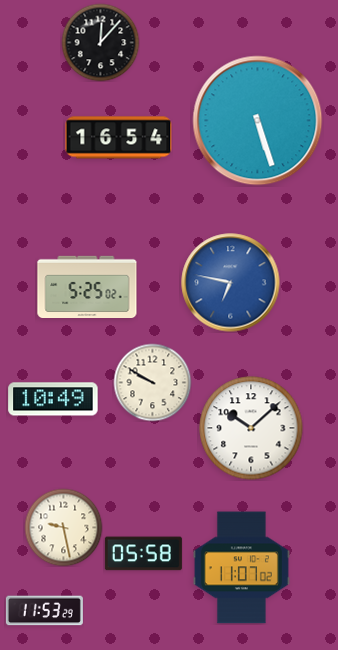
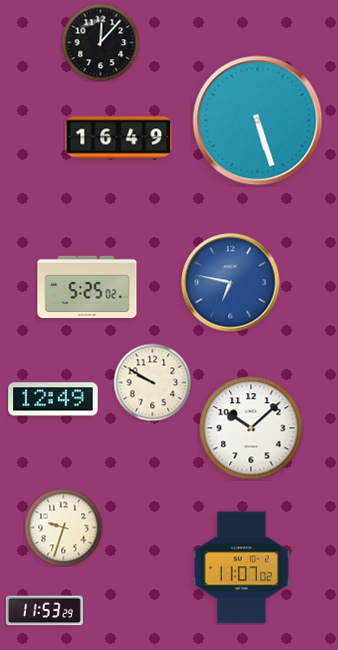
clock at (119, 138): 16:54 -> 16:49
clock at (53, 399): 10:49 -> 12:49
clock at (63, 527): 9:28 -> 9:33
clock at (143, 554): 05:58 -> none
